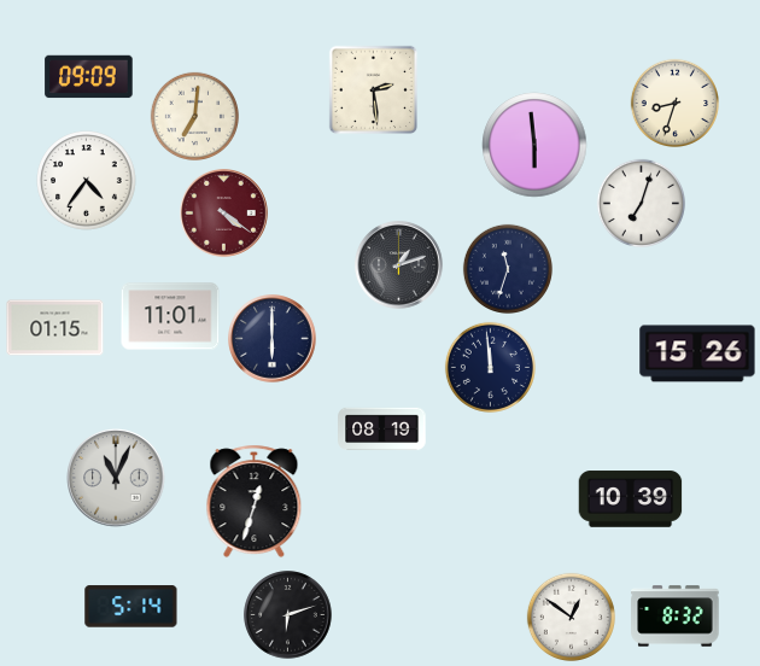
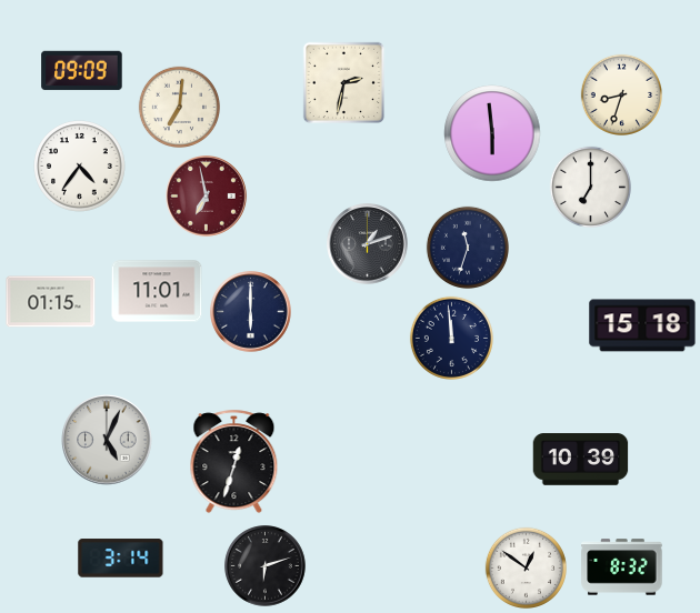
clock at (374, 90): 2:29 -> 2:32
clock at (641, 203): 7:03 -> 7:00
clock at (224, 214): 4:21 -> 6:58
clock at (697, 354): 15:26 -> 15:18
clock at (382, 430): 08:19 -> none
clock at (116, 478): 11:04 -> 5:04
clock at (131, 607): 5:14 -> 3:14
